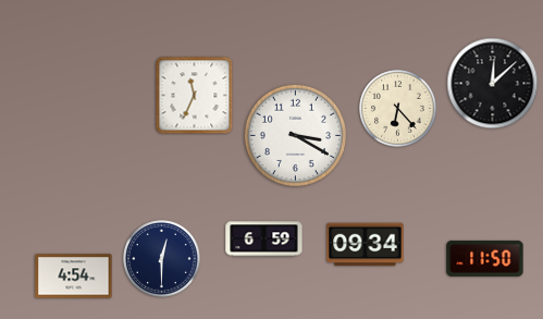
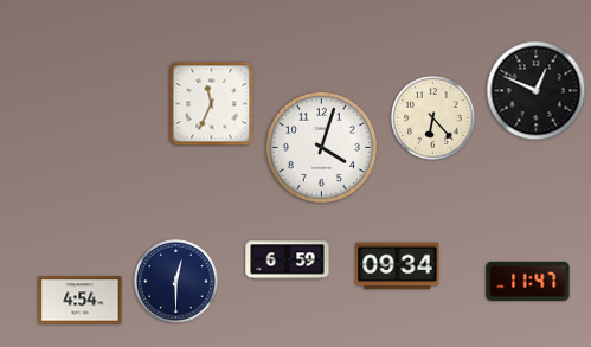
clock at (493, 84): 12:08 -> 12:49
clock at (295, 135): 3:20 -> 4:03
clock at (485, 258): 11:50 -> 11:47
